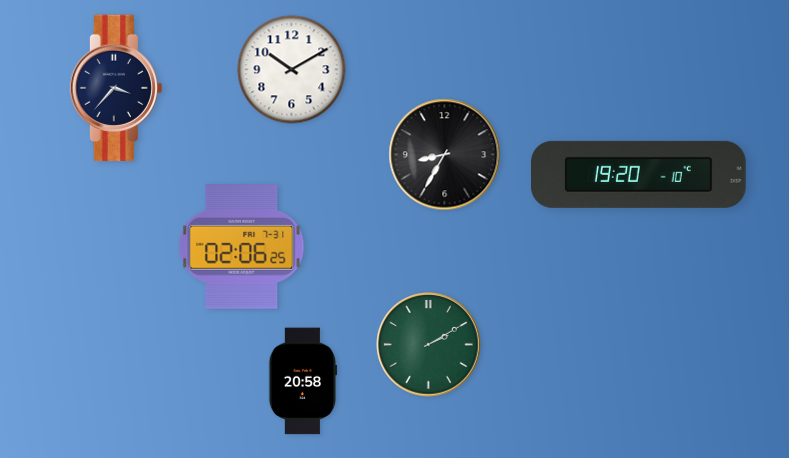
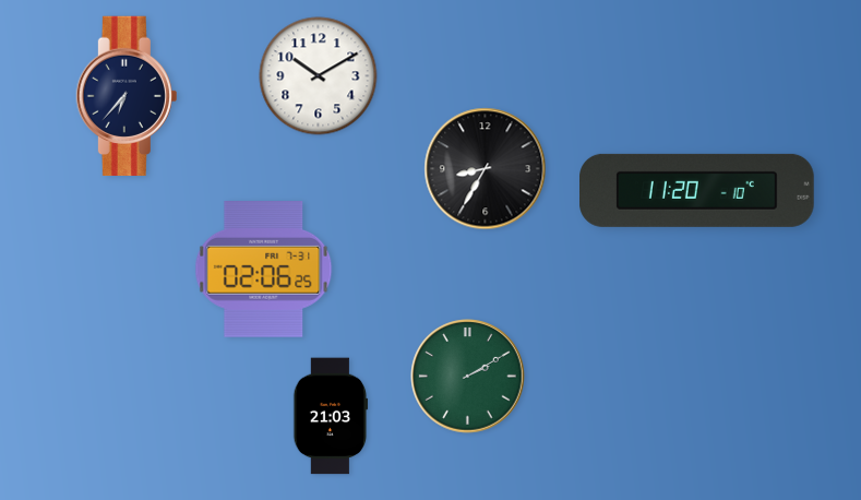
clock at (116, 87): 3:37 -> 6:37
clock at (639, 174): 19:20 -> 11:20
clock at (303, 381): 20:58 -> 21:03
